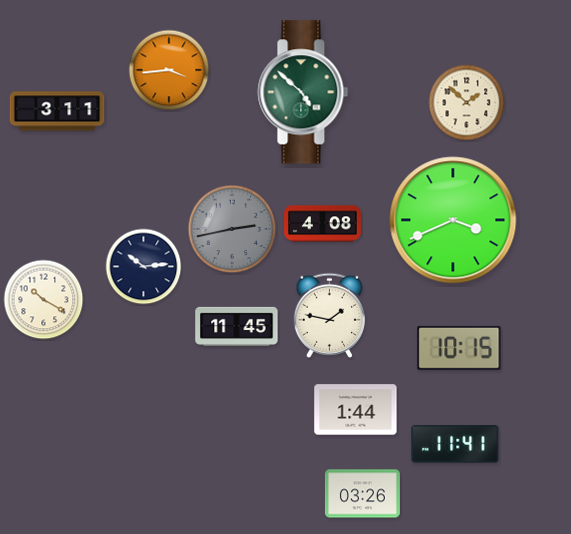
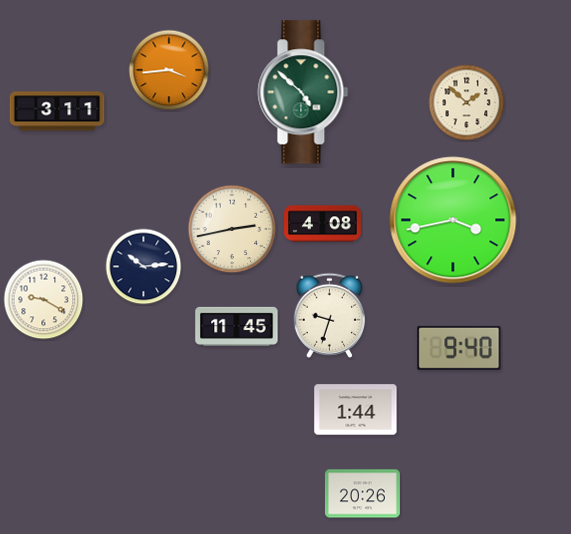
clock at (453, 220): 3:41 -> 3:43
clock at (232, 229) dial: grey -> cream
clock at (44, 300): 10:20 -> 9:20
clock at (329, 315): 1:47 -> 9:33
clock at (459, 348): 10:15 -> 9:40
clock at (455, 444): 11:41 -> none
clock at (362, 494): 03:26 -> 20:26
